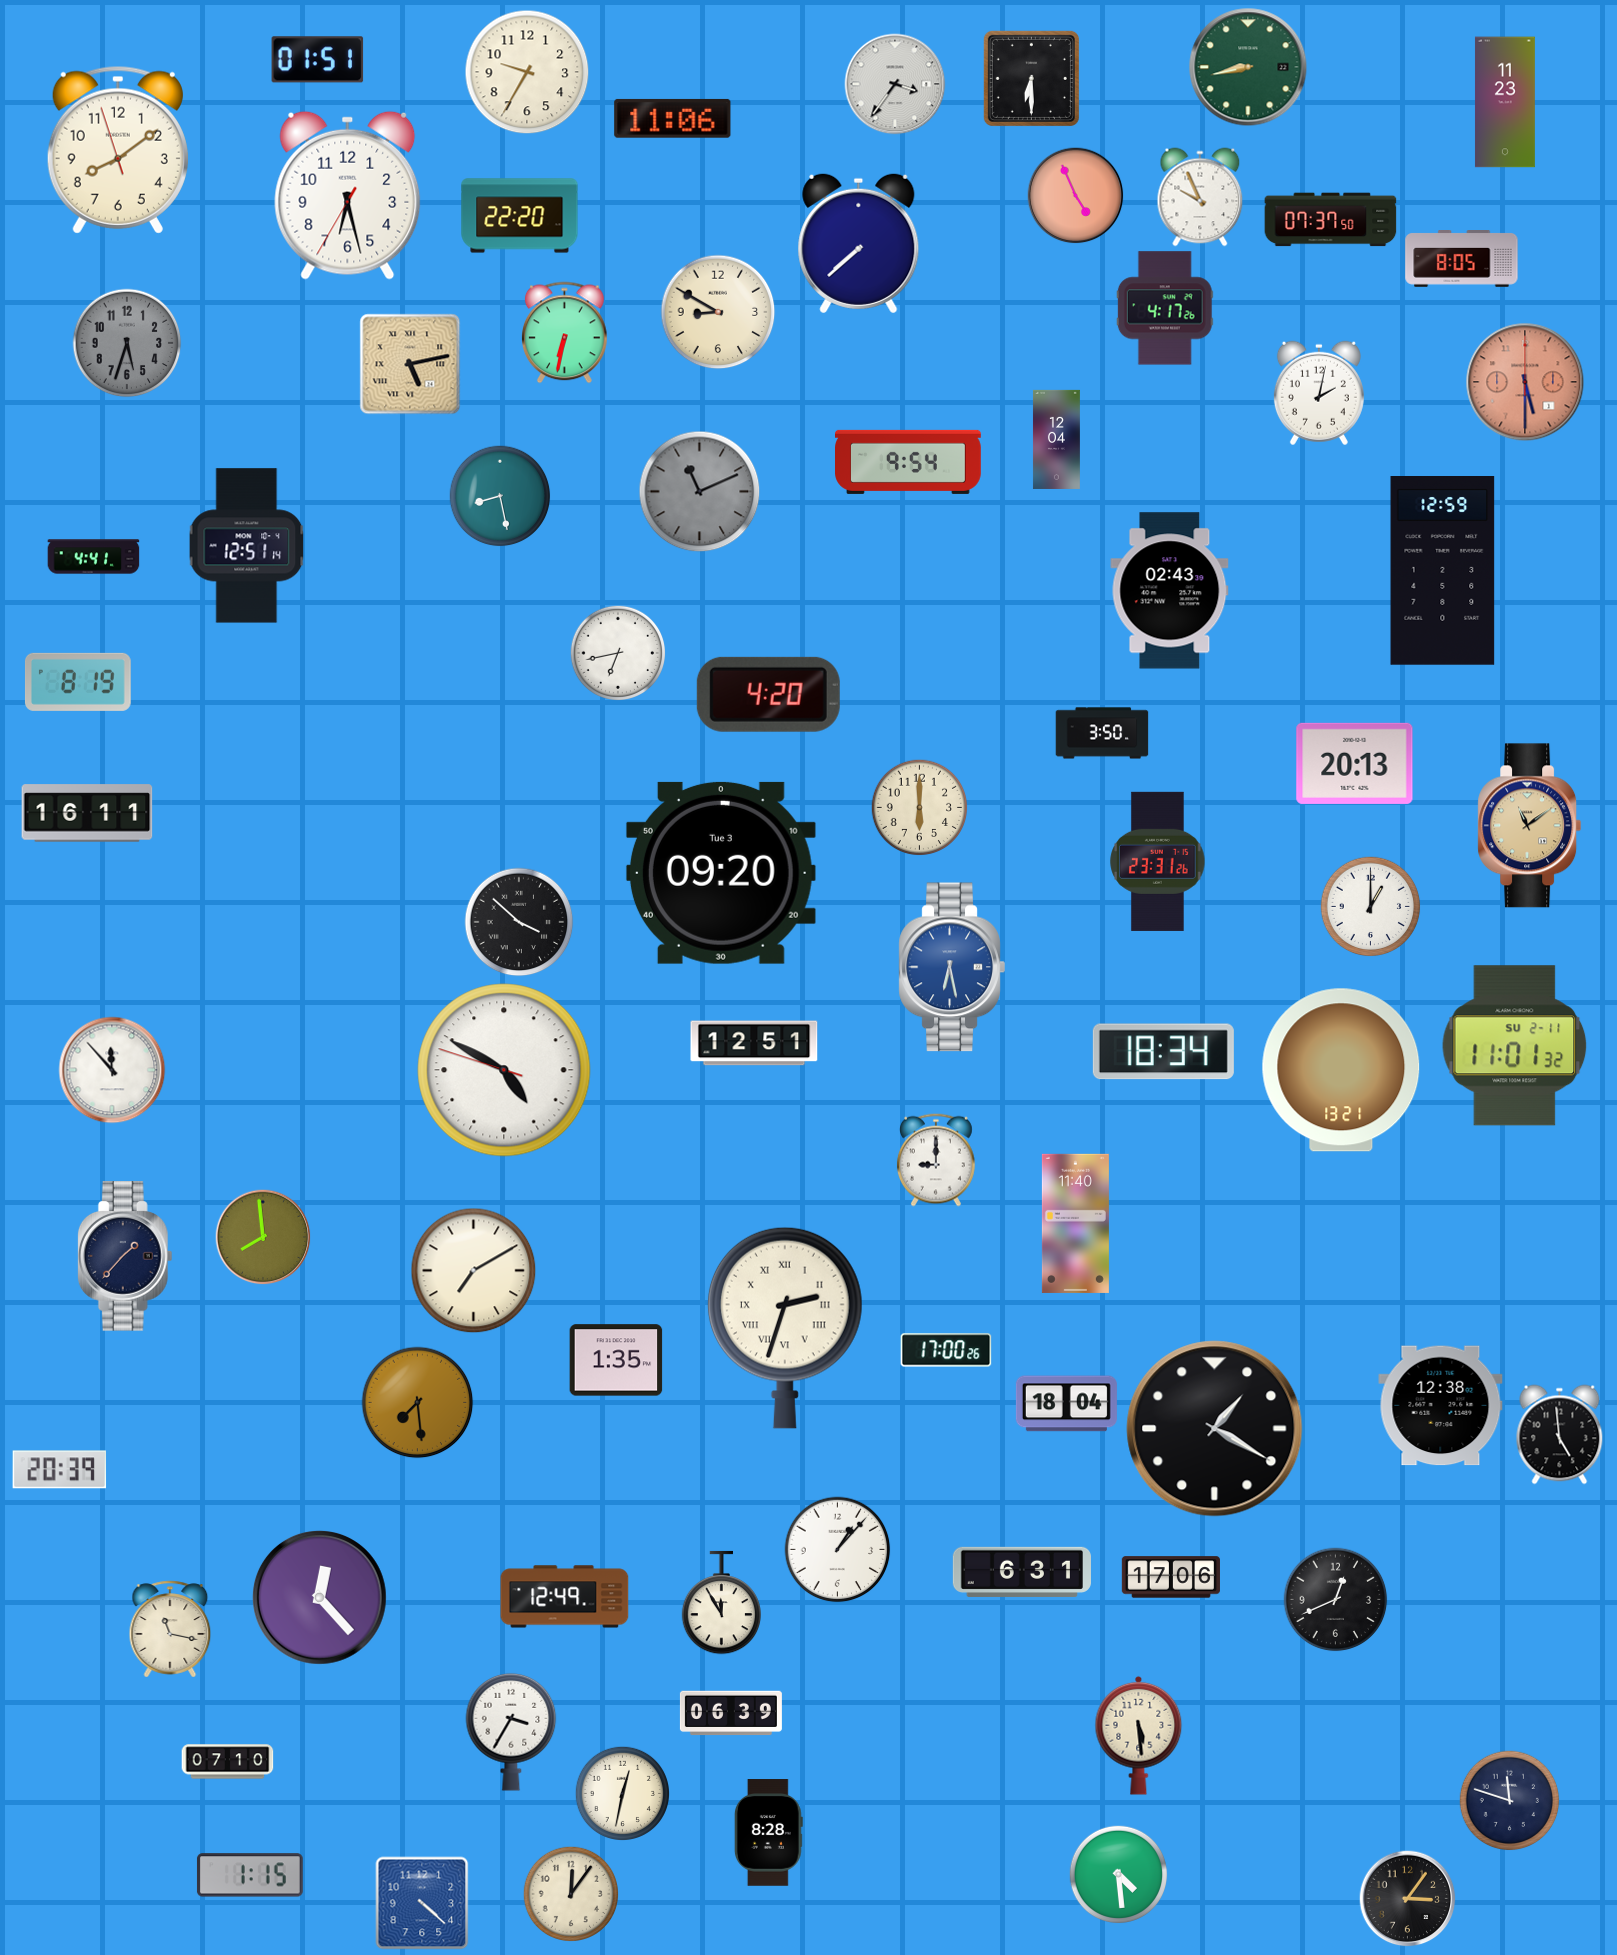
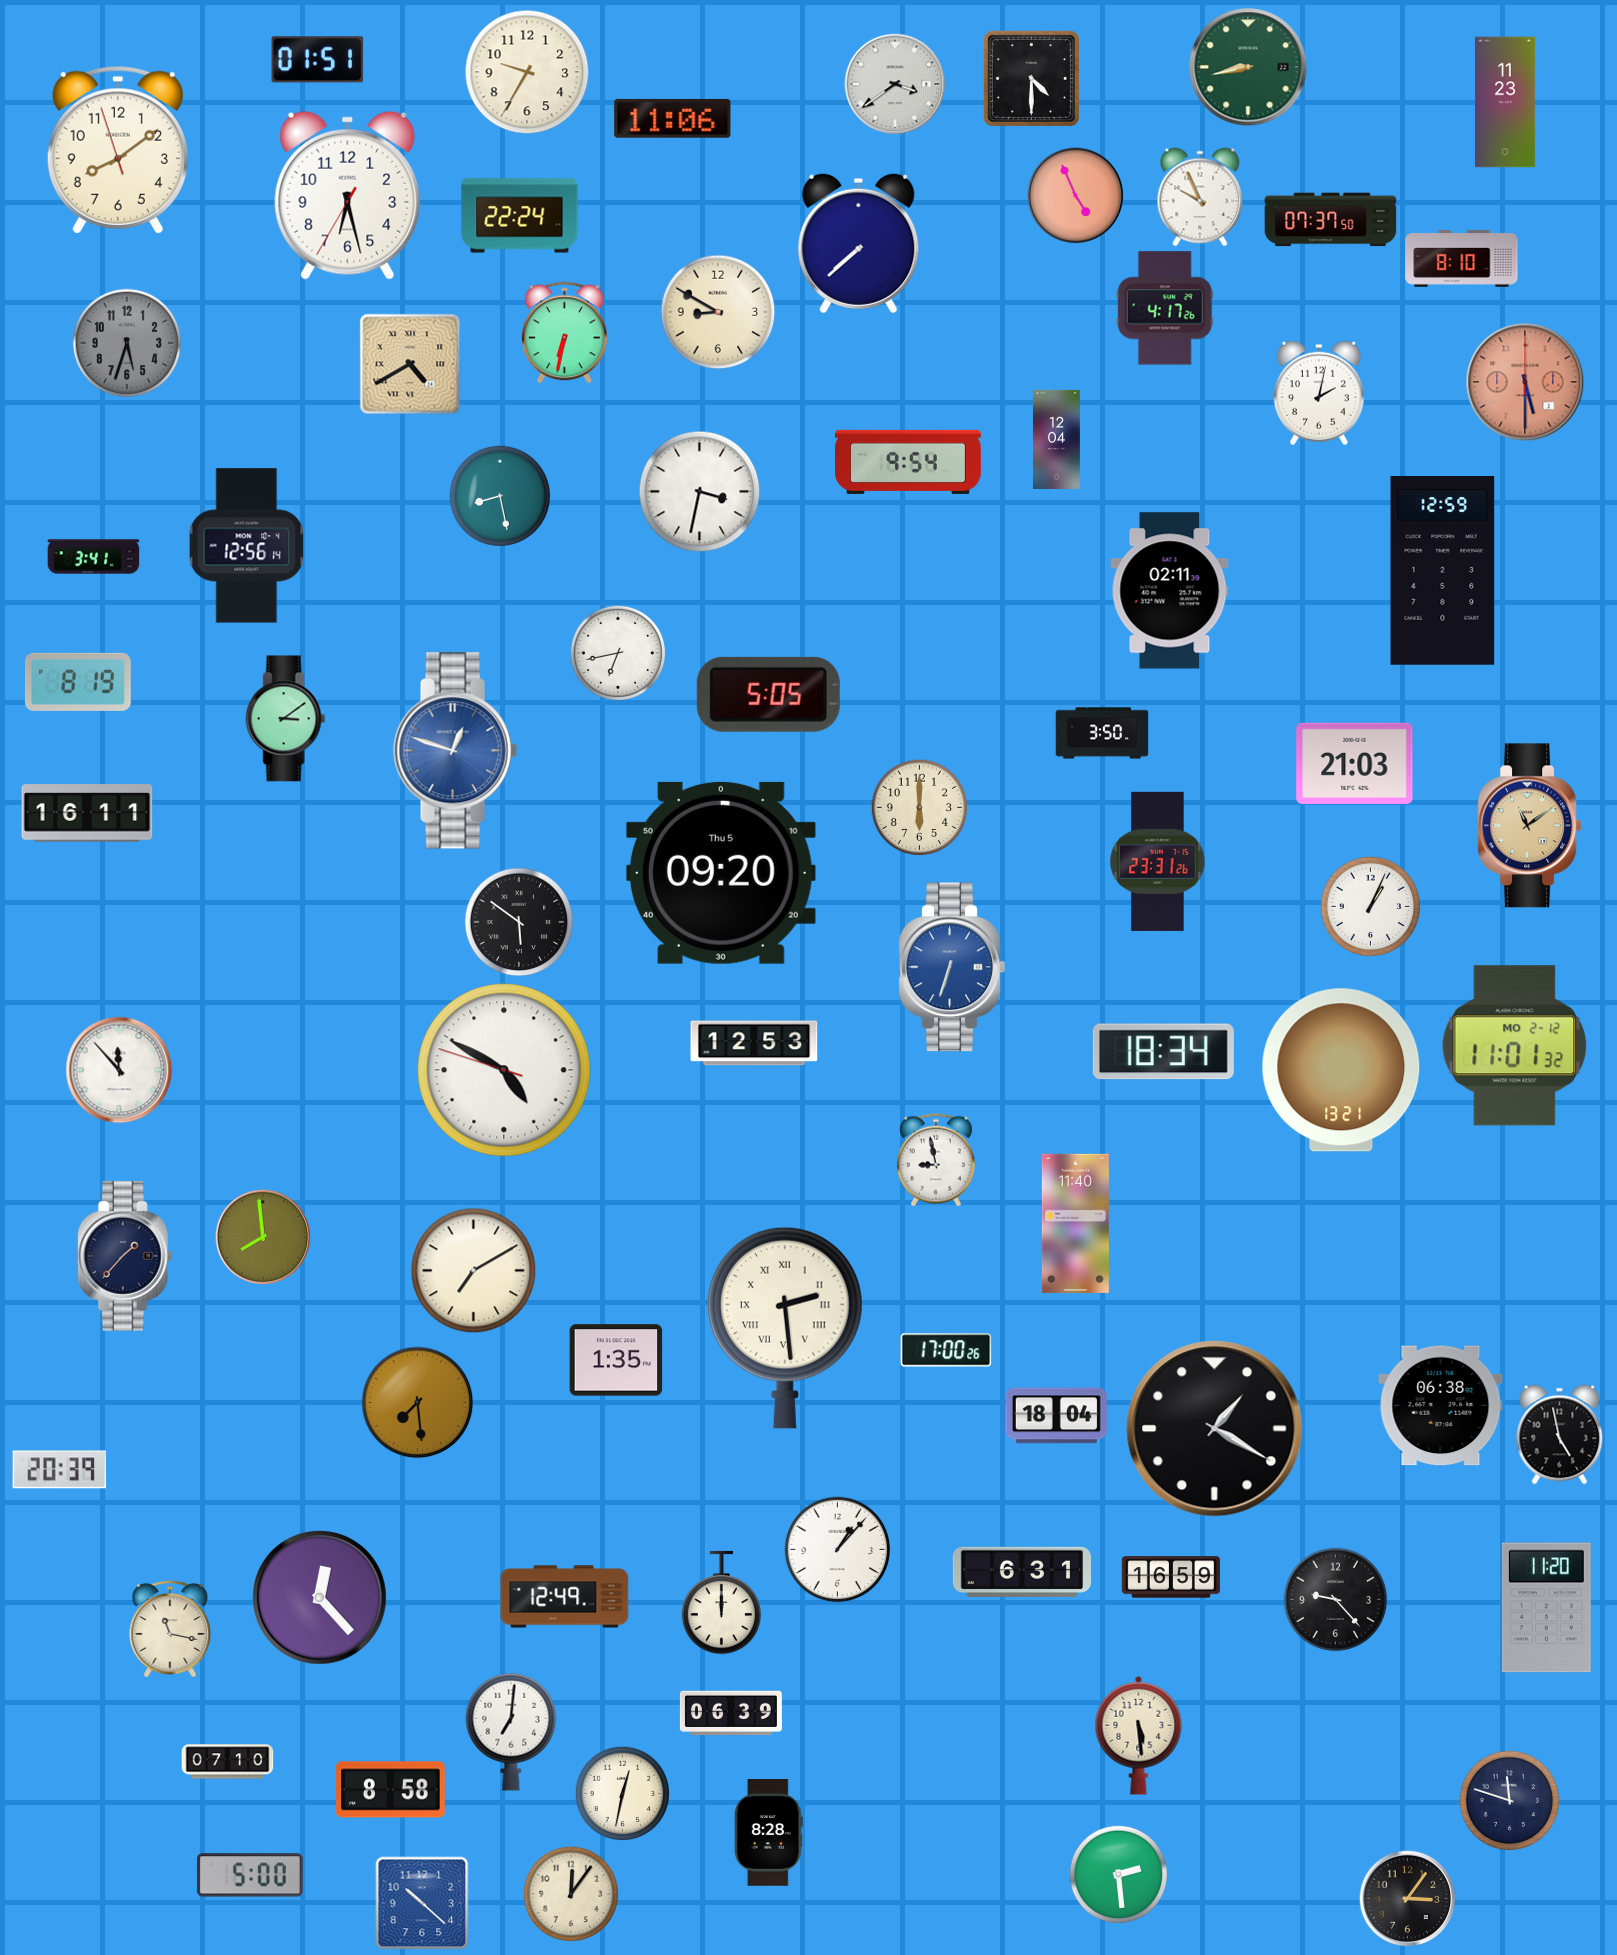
clock at (1031, 78): 6:30 -> 4:30
clock at (895, 84): 3:36 -> 3:39
clock at (520, 216): 22:20 -> 22:24
clock at (1462, 259): 8:05 -> 8:10
clock at (410, 364): 5:13 -> 4:40
clock at (700, 492): 11:11 -> 3:32
clock at (700, 492) dial: grey -> white
clock at (247, 546): 12:51 -> 12:56
clock at (94, 557): 4:41 -> 3:41
clock at (1170, 591): 02:43 -> 02:11
clock at (768, 694): 4:20 -> 5:05
clock at (286, 719): none -> 3:09
clock at (456, 751): none -> 12:48
clock at (1355, 763): 20:13 -> 21:03
clock at (721, 873) date: Tue 3 -> Thu 5
clock at (1371, 907): 1:00 -> 1:04
clock at (519, 922): 3:52 -> 5:51
clock at (952, 967): 6:28 -> 6:33
clock at (754, 1043): 12:51 -> 12:53
clock at (1515, 1046) date: SU 2-11 -> MO 2-12
clock at (112, 1070) position: (112, 1070) -> (119, 1070)
clock at (936, 1160): 9:00 -> 8:58
clock at (785, 1328): 2:33 -> 2:29
clock at (1066, 1404) position: (1066, 1404) -> (1056, 1416)
clock at (1441, 1406): 12:38 -> 06:38
clock at (1560, 1435): 4:59 -> 4:58
clock at (1171, 1577): 17:06 -> 16:59
clock at (1336, 1600): 12:41 -> 9:23
clock at (721, 1603): 11:55 -> 12:00
clock at (1546, 1608): none -> 11:20
clock at (511, 1732): 3:35 -> 7:01
clock at (391, 1790): none -> 8:58
clock at (250, 1875): 1:15 -> 5:00
clock at (1119, 1875): 4:29 -> 2:29
clock at (422, 1903): 4:22 -> 10:22
